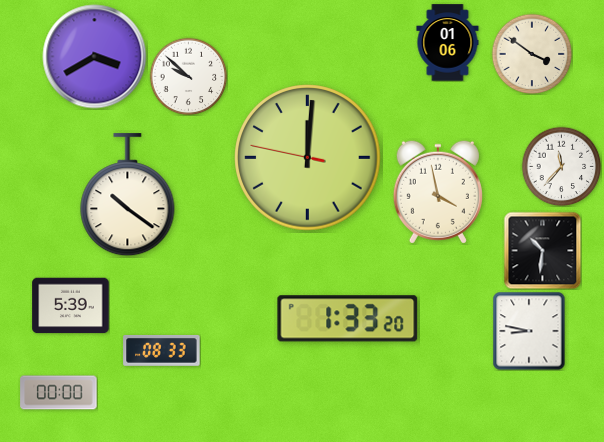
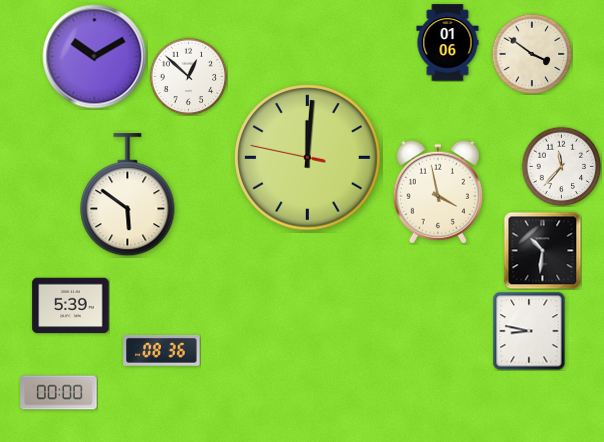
clock at (95, 57): 3:40 -> 10:10
clock at (188, 76): 9:52 -> 12:52
clock at (128, 195): 10:21 -> 5:51
clock at (348, 319): 1:33 -> none
clock at (162, 351): 08:33 -> 08:36
